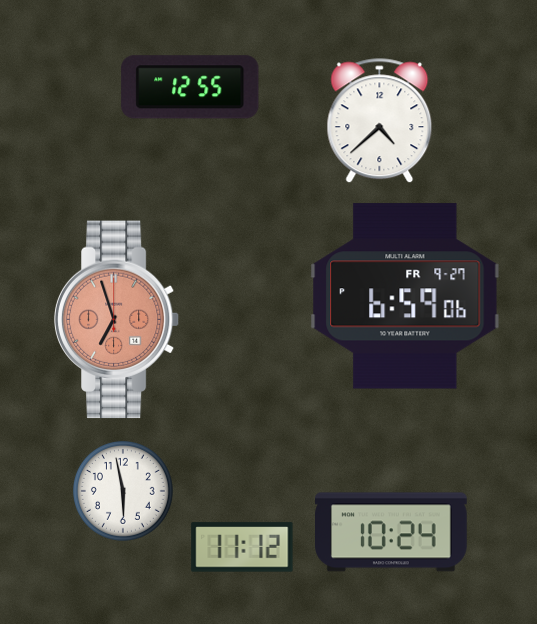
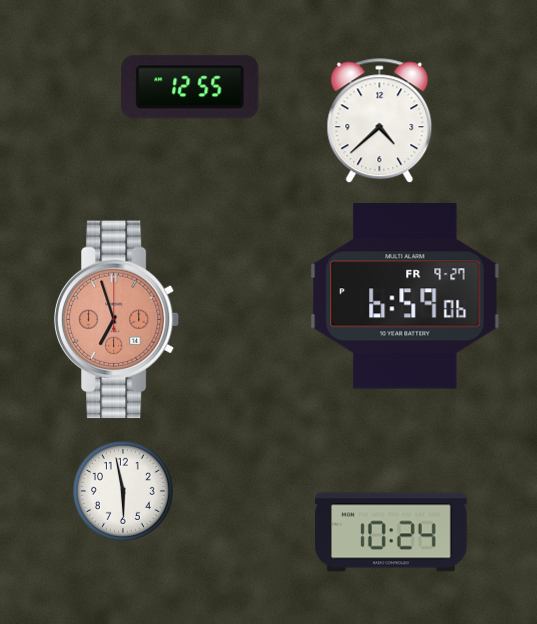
clock at (242, 547): 11:12 -> none
